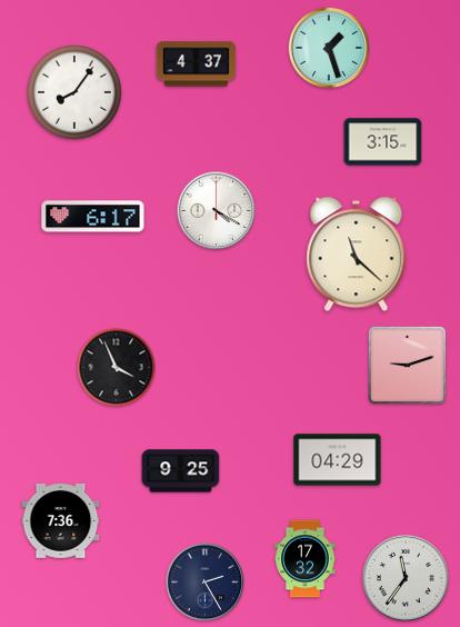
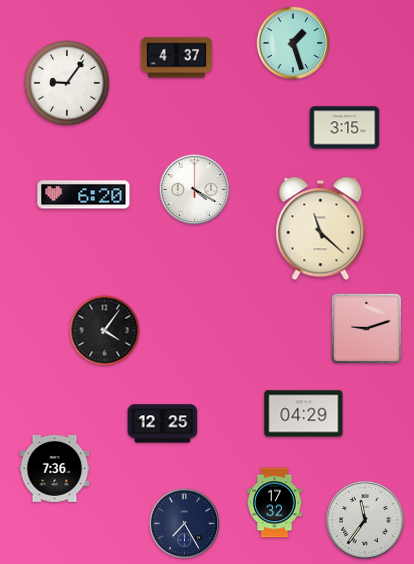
clock at (329, 48) position: (329, 48) -> (293, 43)
clock at (74, 92): 8:06 -> 9:06
clock at (93, 217): 6:17 -> 6:20
clock at (117, 368): 3:56 -> 4:06
clock at (181, 471): 9:25 -> 12:25
clock at (206, 583): 2:25 -> 7:25
